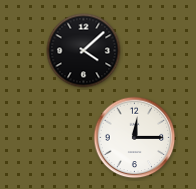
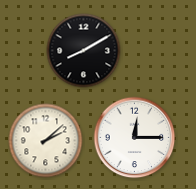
clock at (84, 51): 4:08 -> 8:10
clock at (46, 141): none -> 2:08
